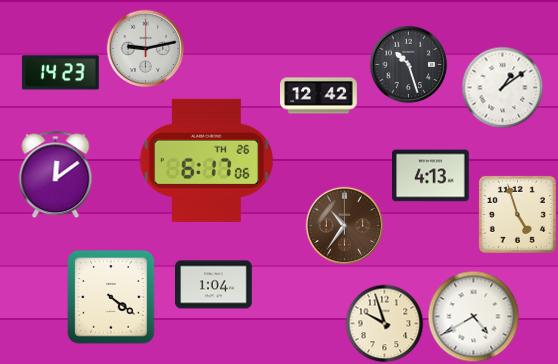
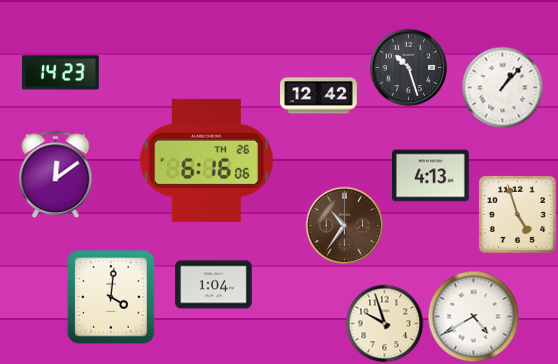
clock at (145, 48): 9:13 -> none
clock at (408, 64) position: (408, 64) -> (408, 67)
clock at (502, 87): 1:09 -> 1:07
clock at (206, 160): 6:17 -> 6:16
clock at (111, 297): 4:21 -> 4:01
